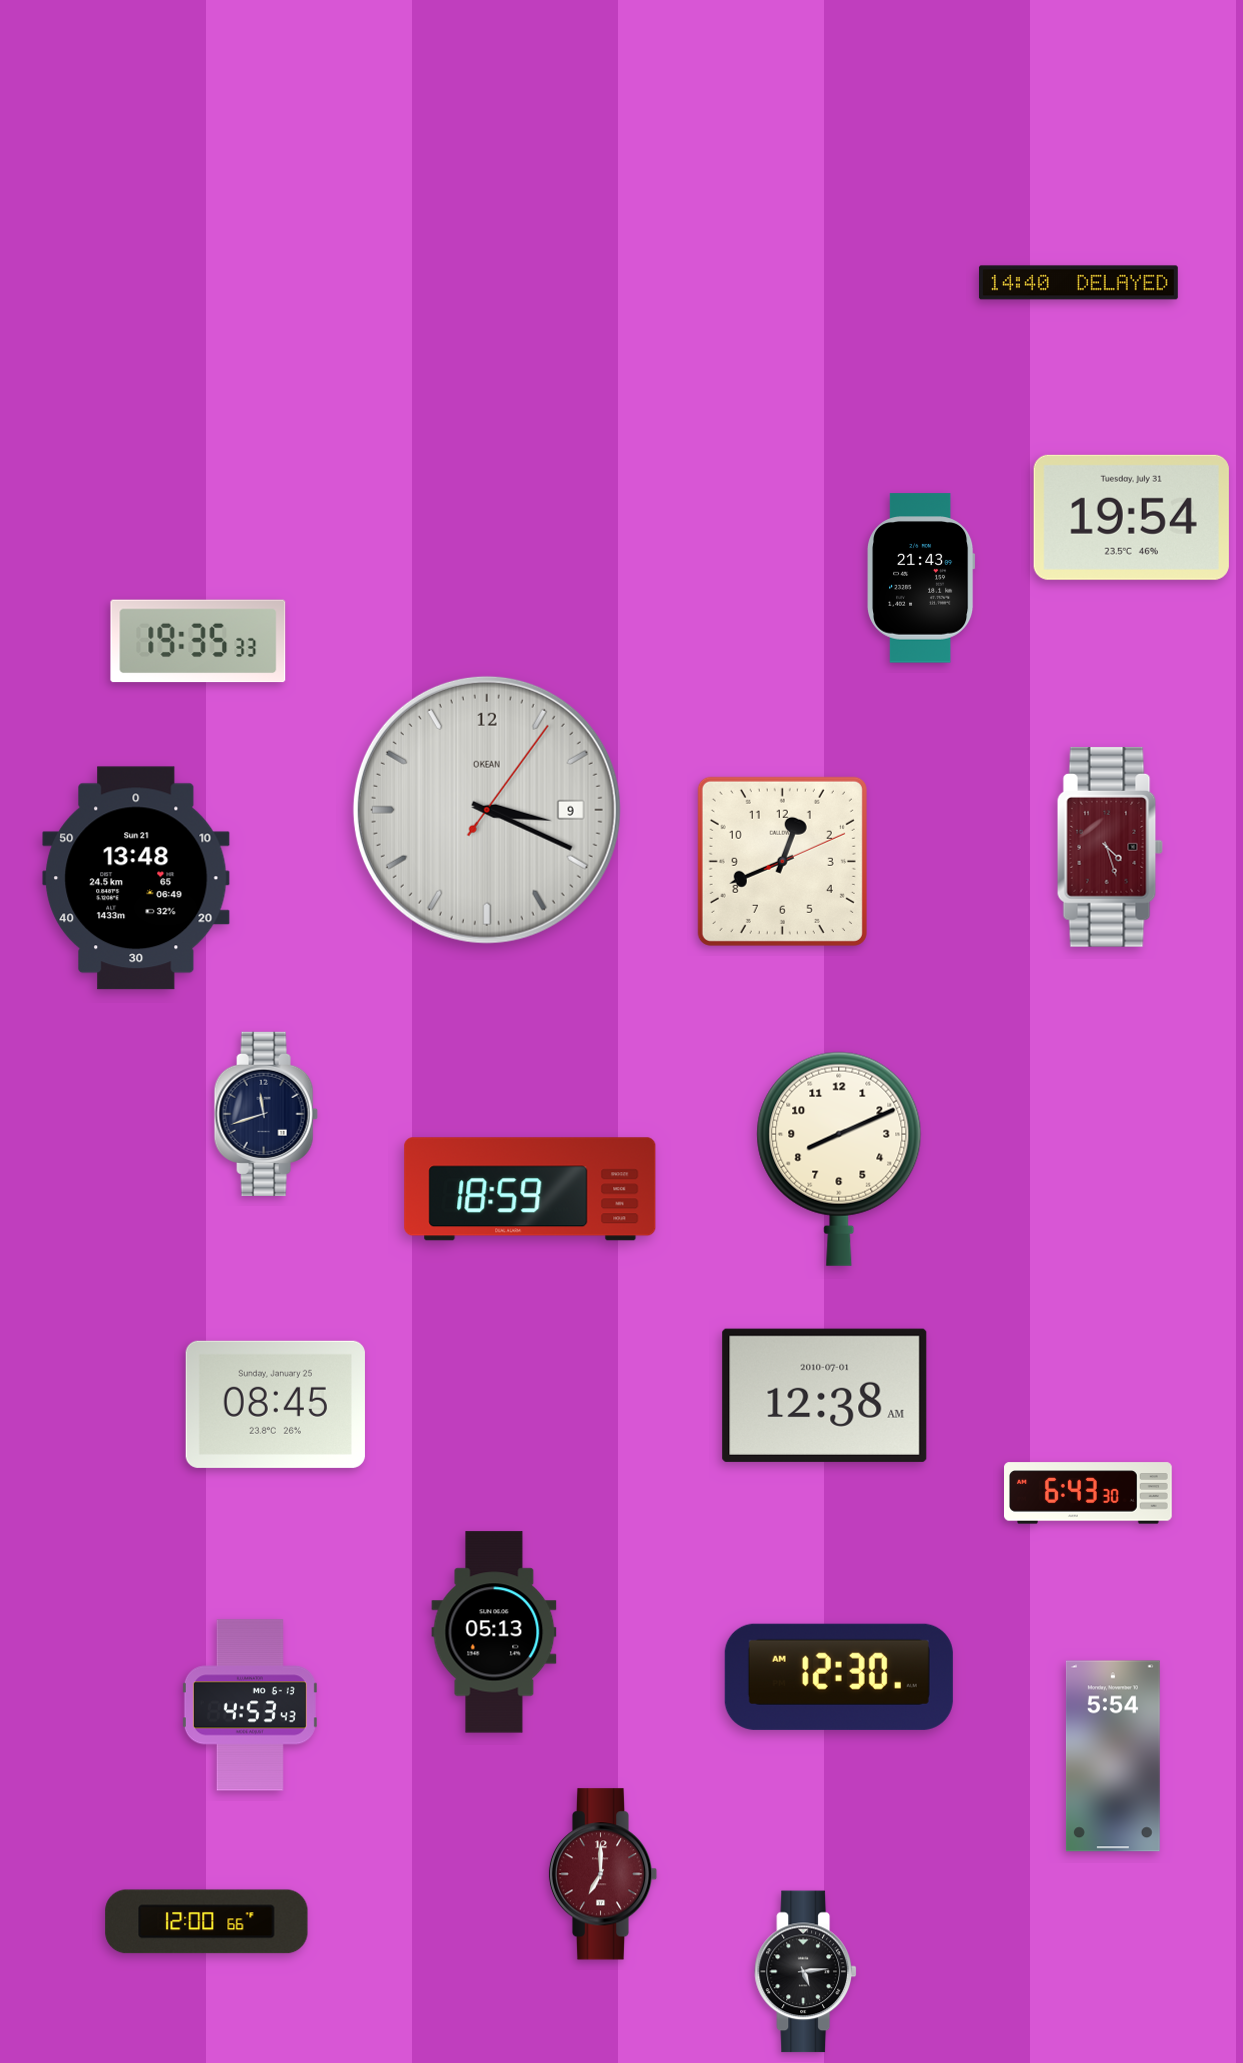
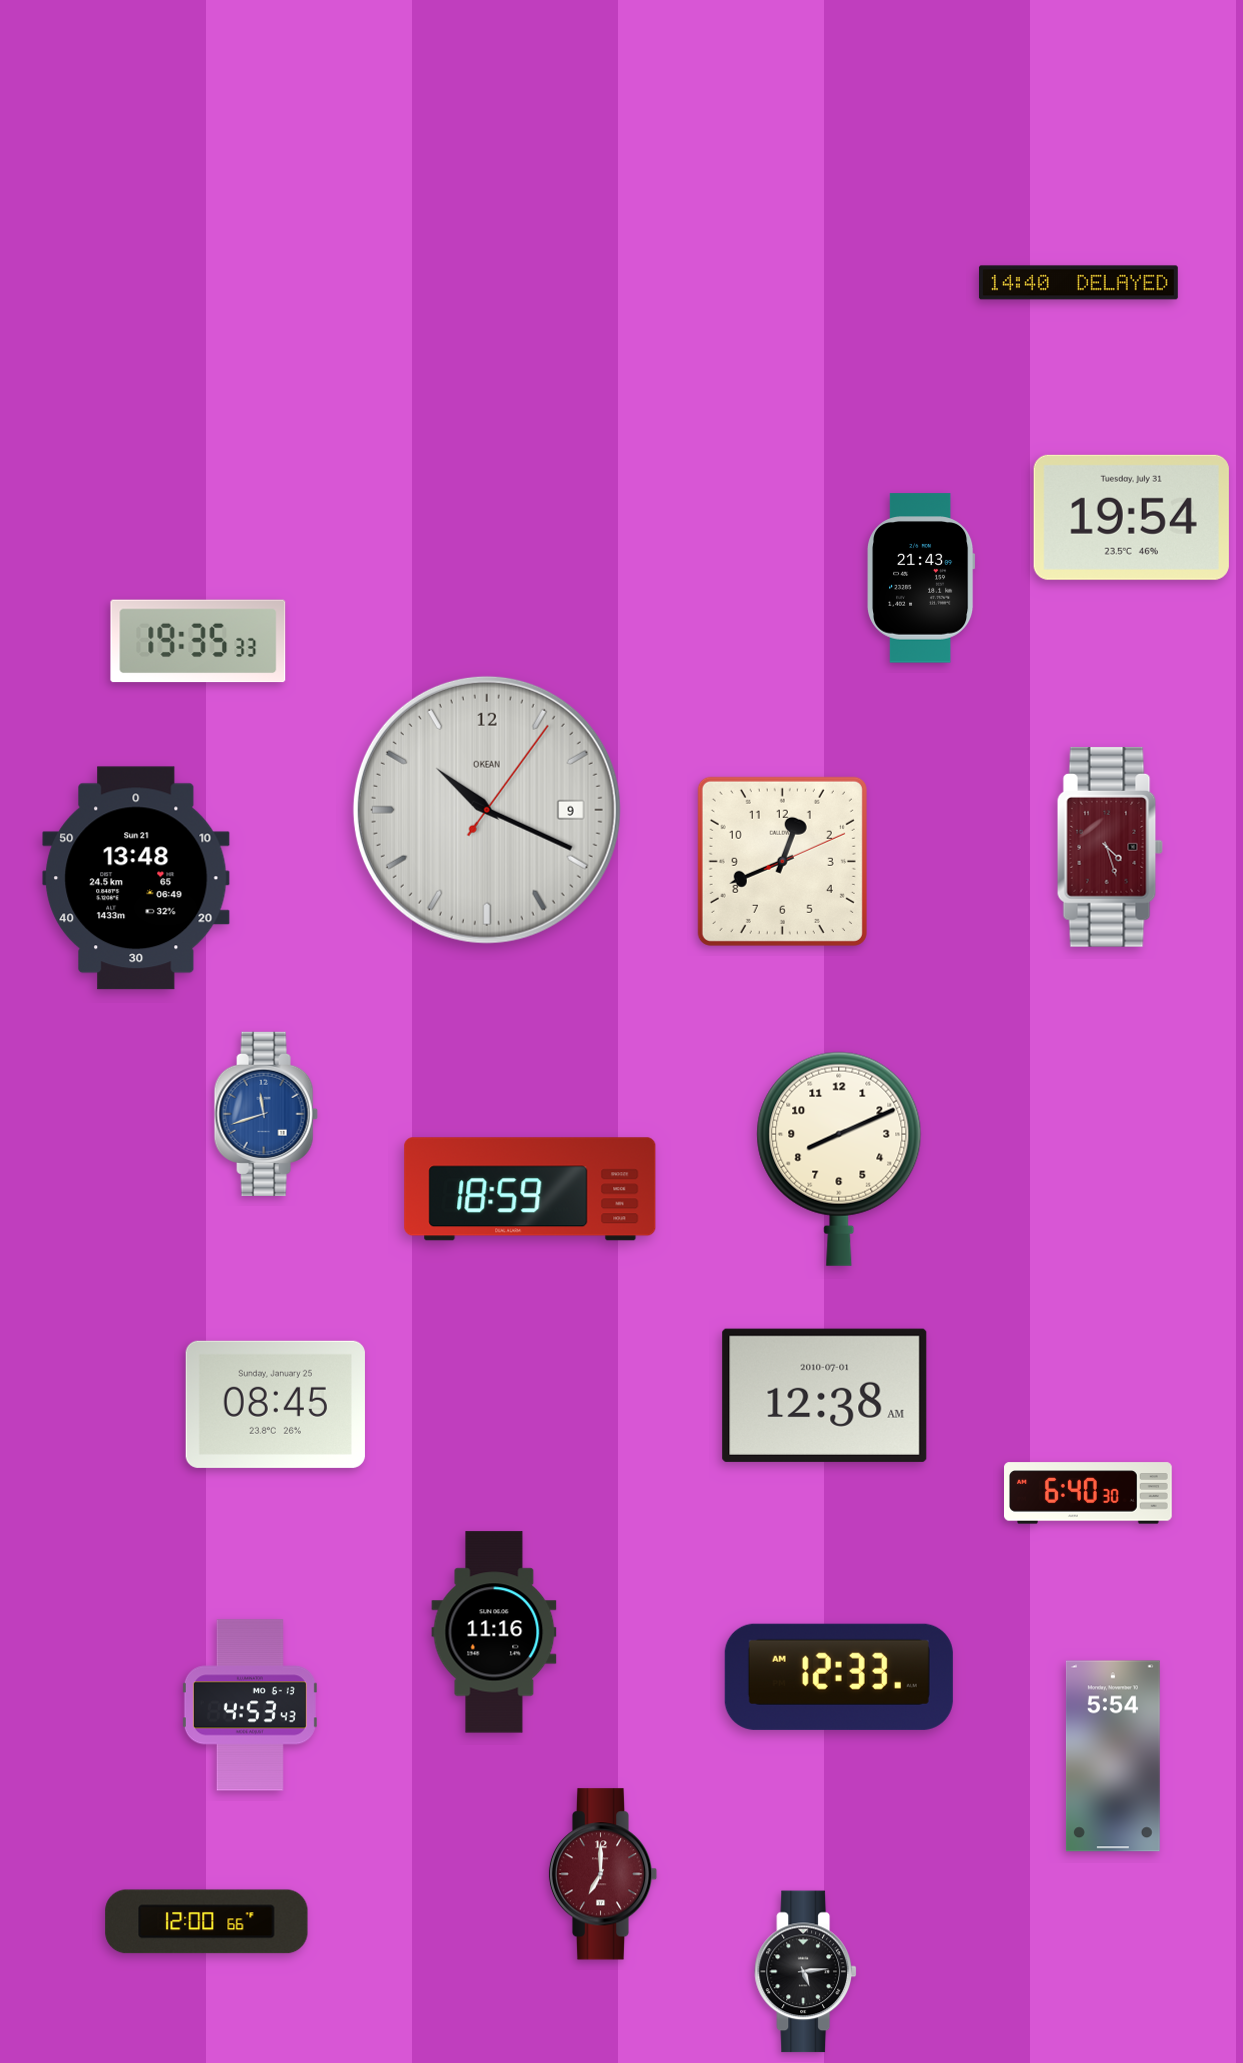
clock at (487, 810): 3:19 -> 10:19
clock at (266, 1114) dial: navy -> blue
clock at (1089, 1493): 6:43 -> 6:40
clock at (494, 1632): 05:13 -> 11:16
clock at (839, 1677): 12:30 -> 12:33
